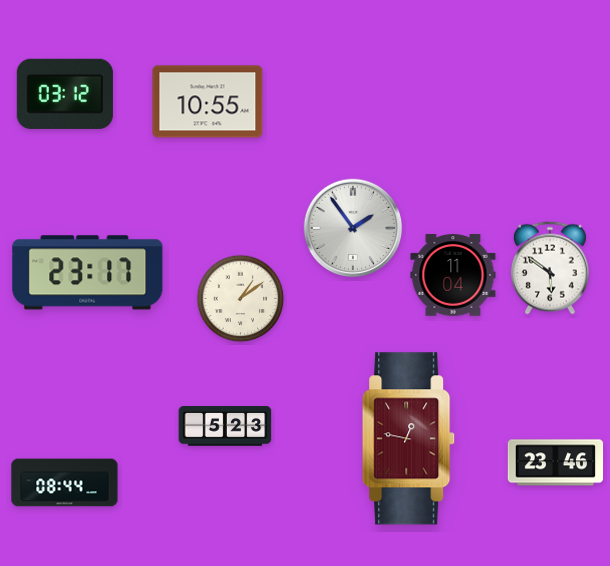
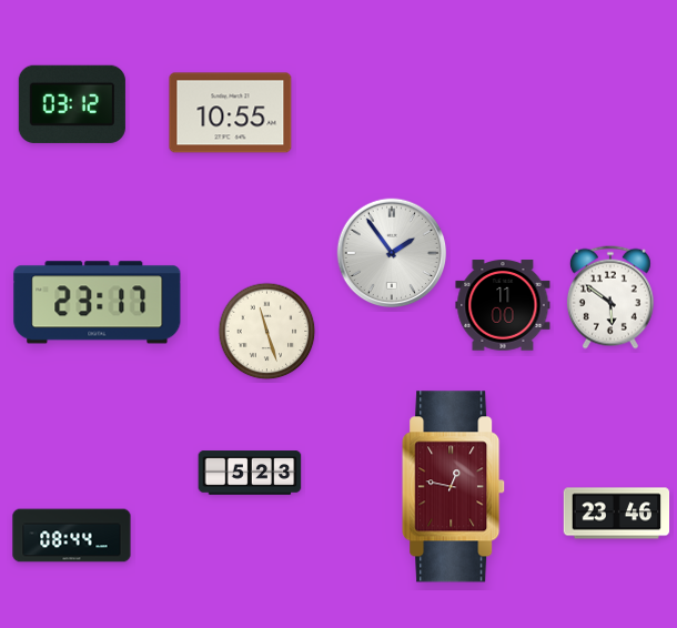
clock at (453, 275): 11:04 -> 11:00
clock at (241, 299): 1:09 -> 11:27
